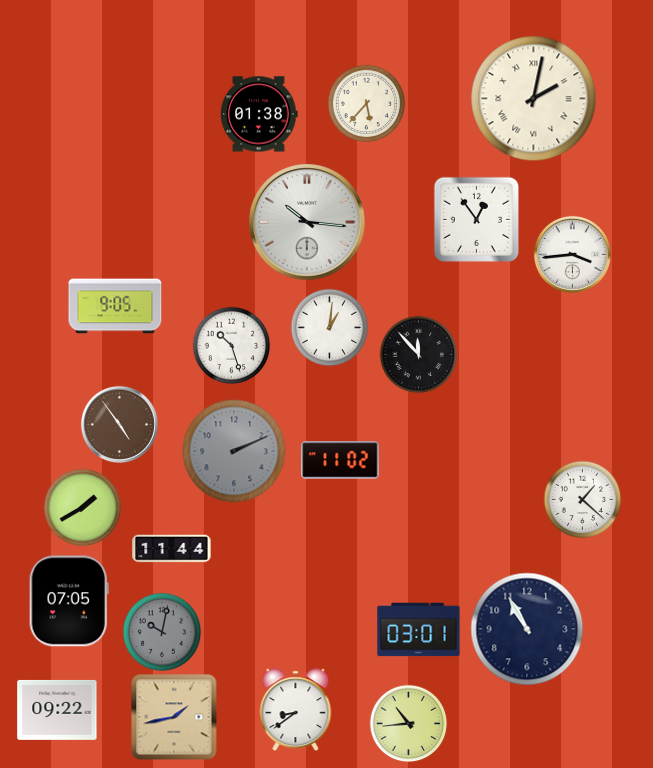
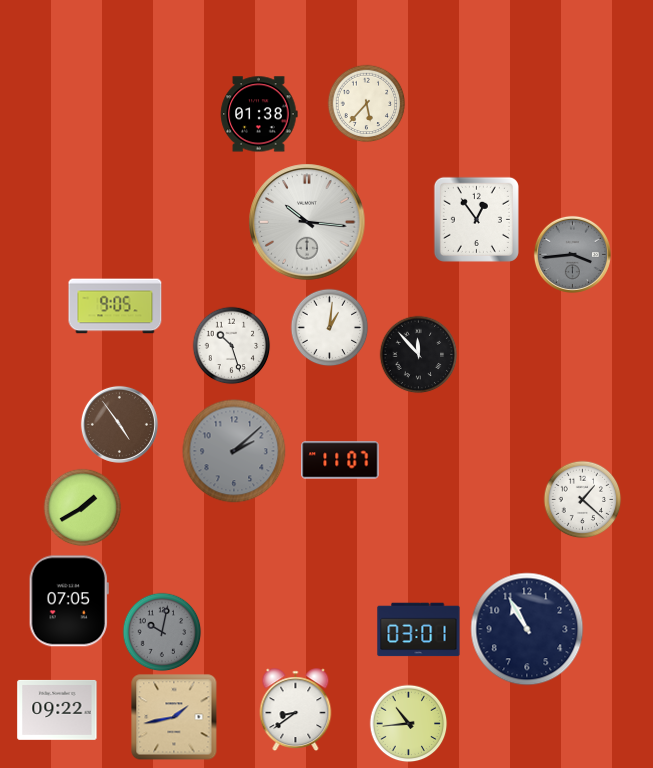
clock at (534, 99): 2:02 -> none
clock at (572, 254) dial: white -> grey
clock at (234, 451): 2:11 -> 2:08
clock at (340, 460): 11:02 -> 11:07
clock at (172, 549): 11:44 -> none
